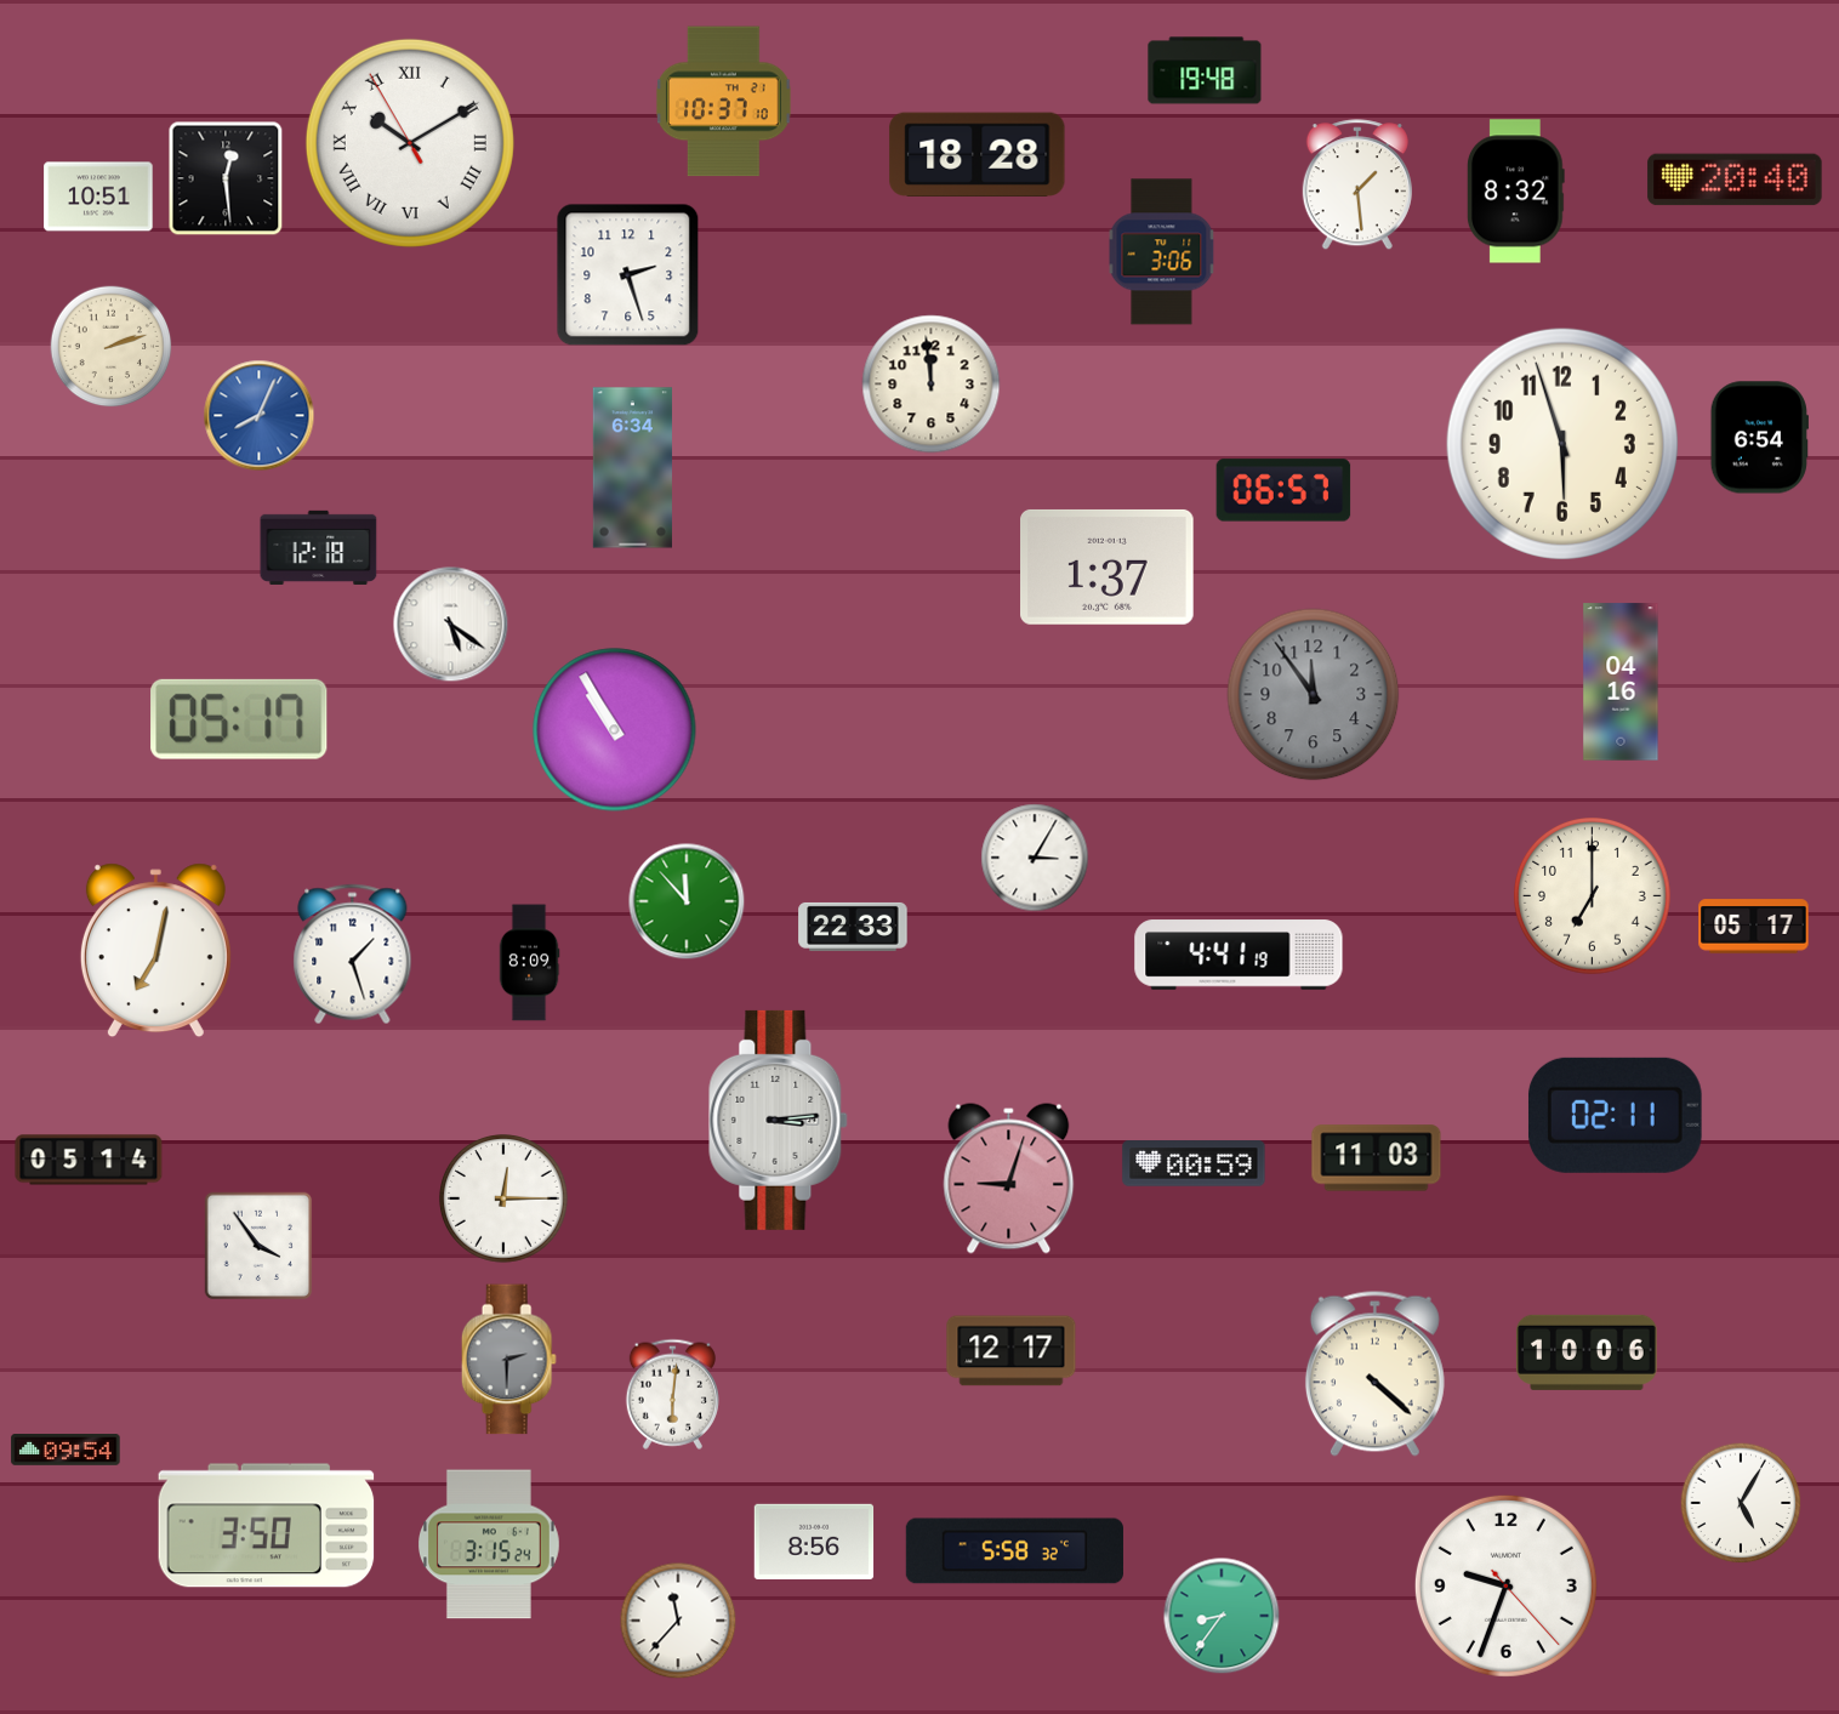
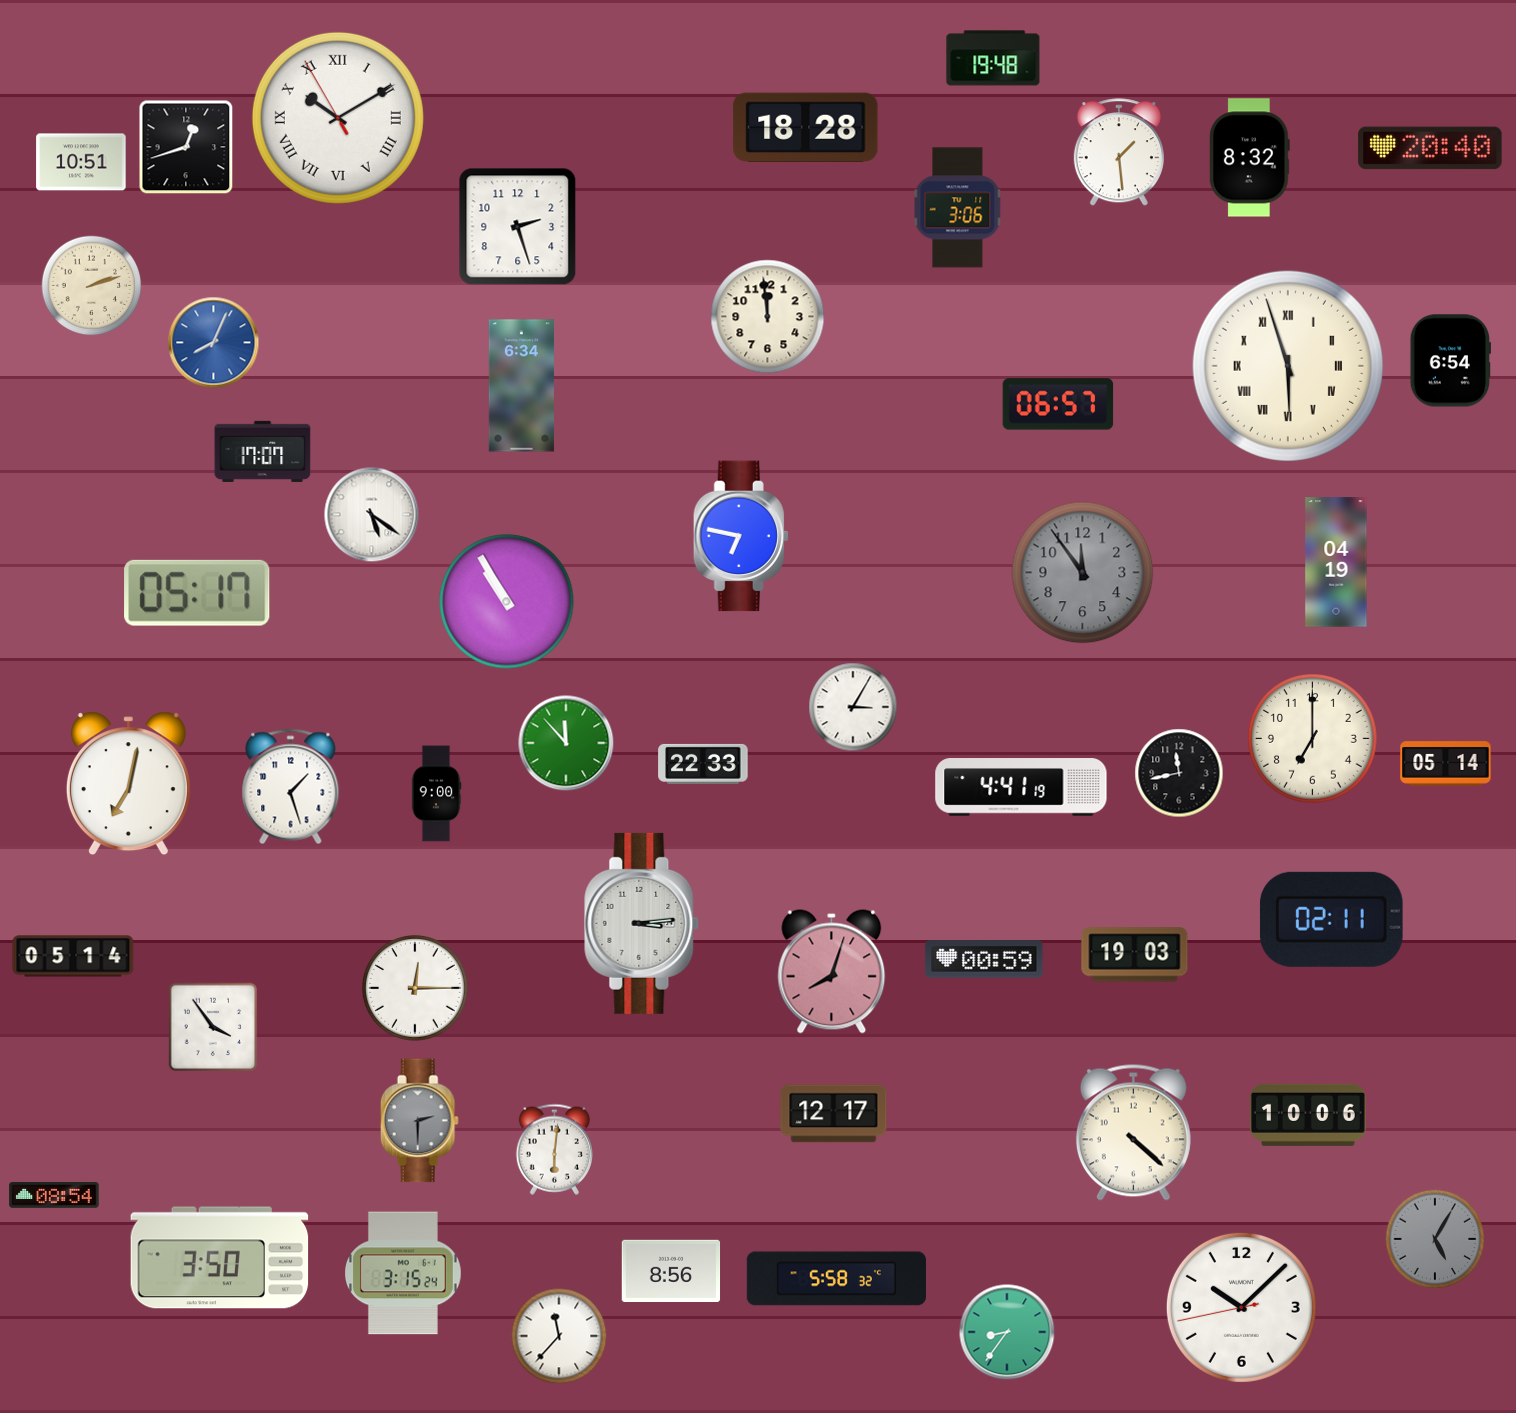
clock at (724, 102): 10:37 -> none
clock at (226, 178): 12:29 -> 12:42
clock at (1562, 444) numerals: Arabic -> Roman
clock at (319, 547): 12:18 -> 17:07
clock at (1108, 566): 1:37 -> none
clock at (741, 536): none -> 6:47
clock at (1621, 682): 04:16 -> 04:19
clock at (1754, 927): 05:17 -> 05:14
clock at (1179, 773): none -> 11:43
clock at (529, 963): 8:09 -> 9:00
clock at (1377, 1158): 11:03 -> 19:03
clock at (1009, 1179): 9:03 -> 8:03
clock at (66, 1451): 09:54 -> 08:54
clock at (1741, 1503) dial: white -> grey
clock at (1505, 1585): 9:33 -> 10:07
